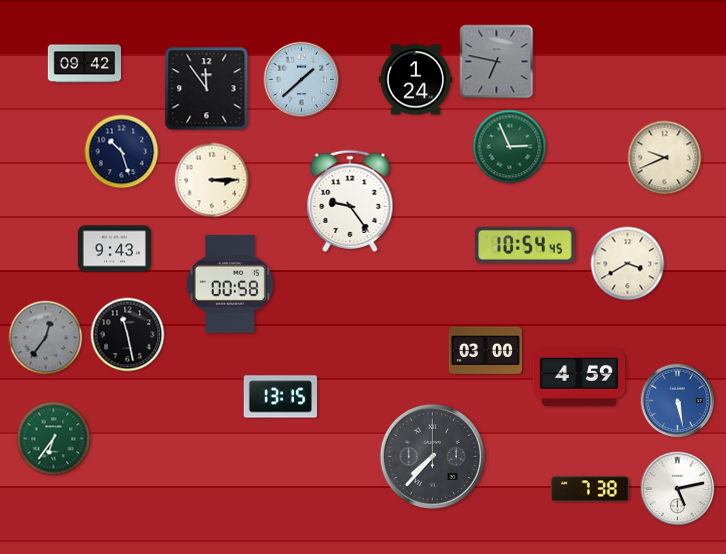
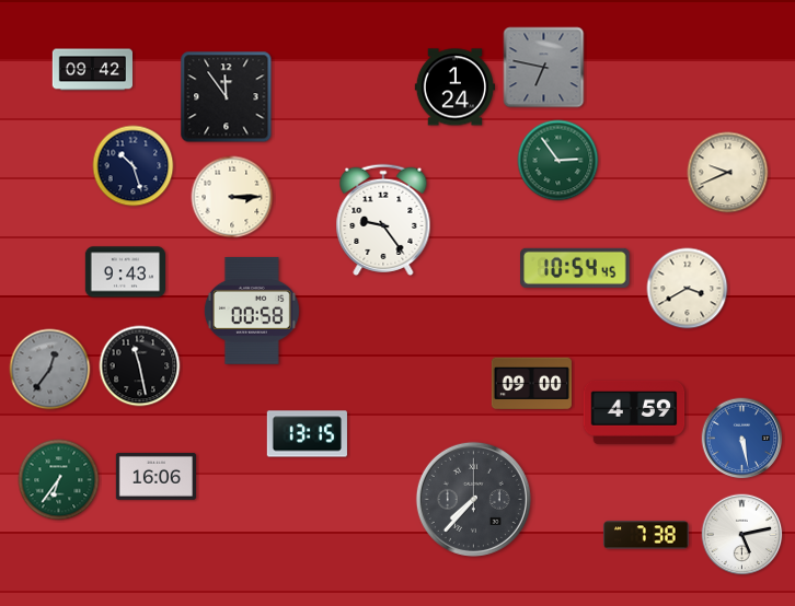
clock at (302, 80): 1:38 -> none
clock at (510, 147): 2:56 -> 2:54
clock at (485, 351): 03:00 -> 09:00
clock at (155, 476): none -> 16:06
